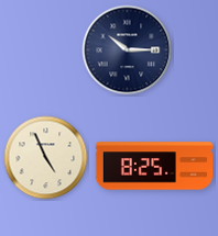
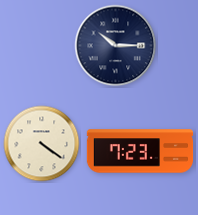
clock at (46, 158): 4:56 -> 4:21
clock at (154, 166): 8:25 -> 7:23
